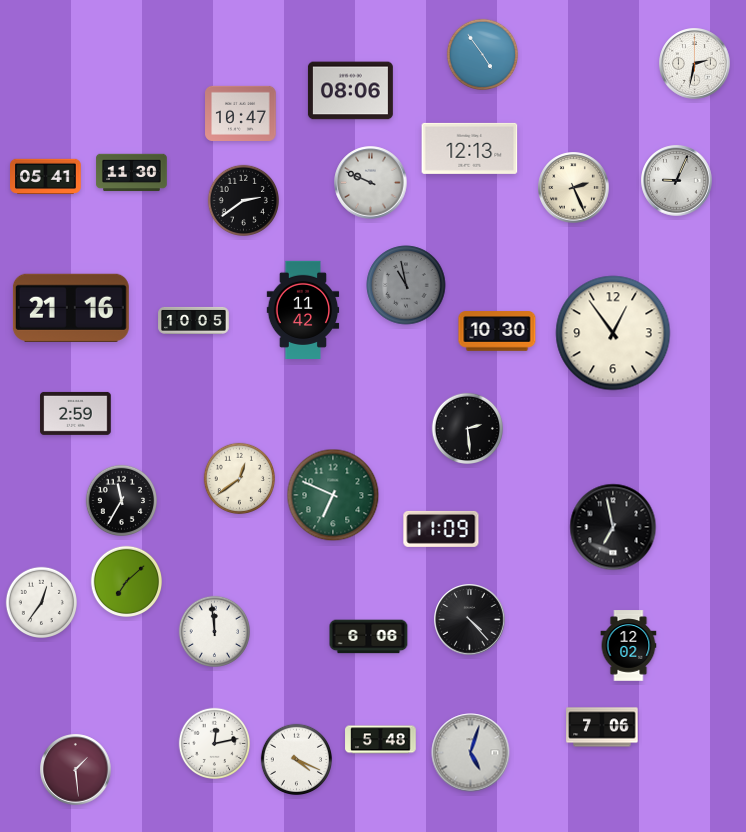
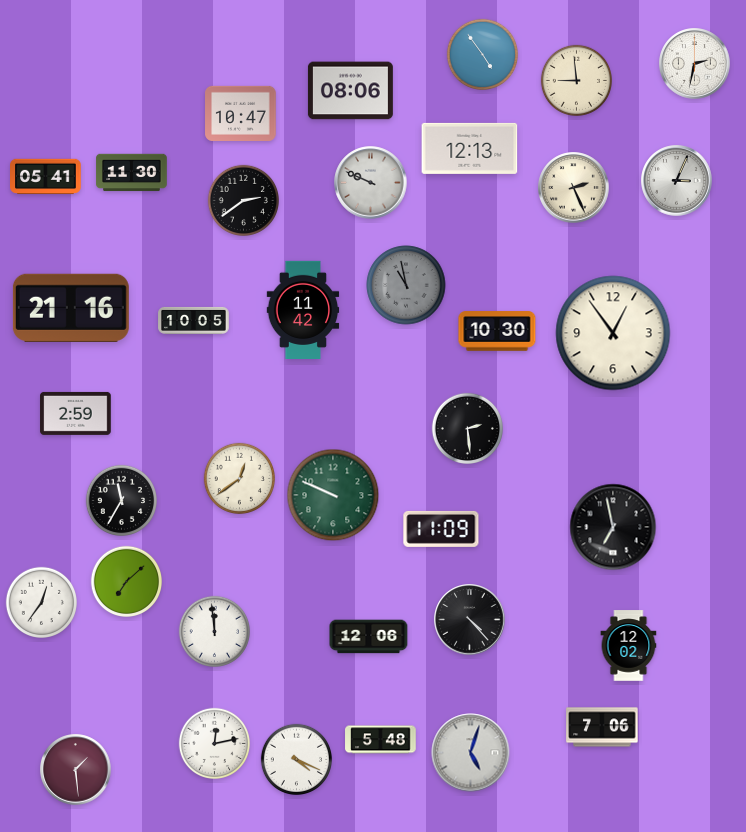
clock at (576, 80): none -> 8:59
clock at (677, 181): 9:04 -> 3:04
clock at (333, 495): 6:49 -> 9:49
clock at (369, 637): 6:06 -> 12:06
